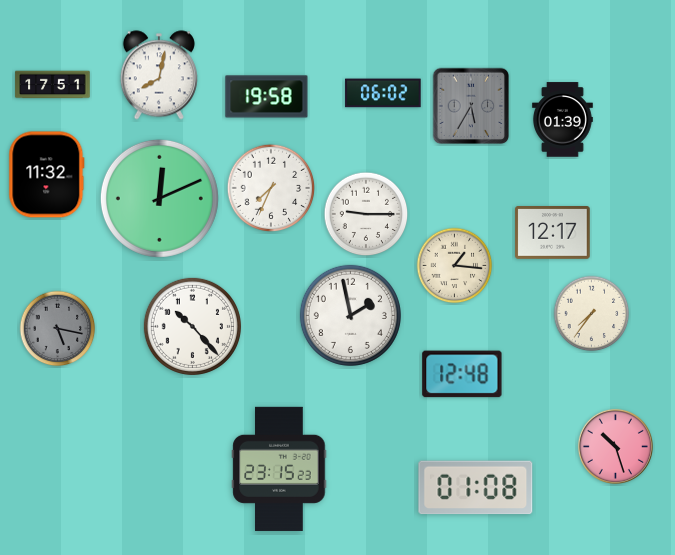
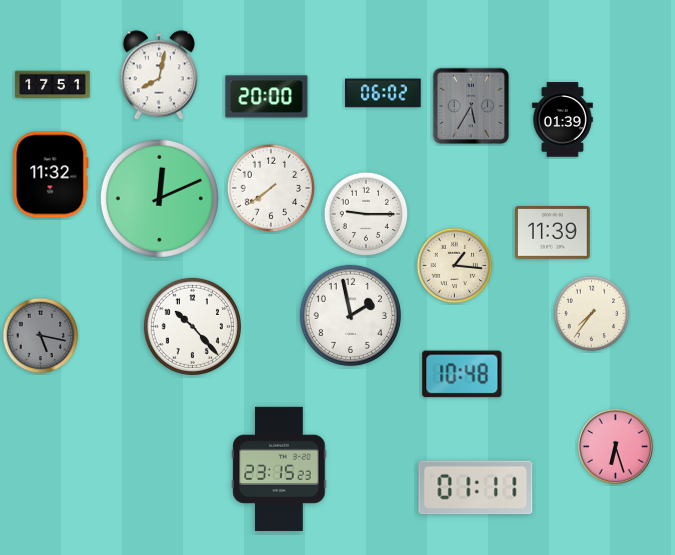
clock at (267, 97): 19:58 -> 20:00
clock at (47, 175) position: (47, 175) -> (51, 175)
clock at (271, 188): 7:34 -> 7:39
clock at (553, 233): 12:17 -> 11:39
clock at (58, 329) position: (58, 329) -> (41, 336)
clock at (462, 374): 12:48 -> 10:48
clock at (615, 446): 10:27 -> 6:27
clock at (476, 488): 01:08 -> 01:11
